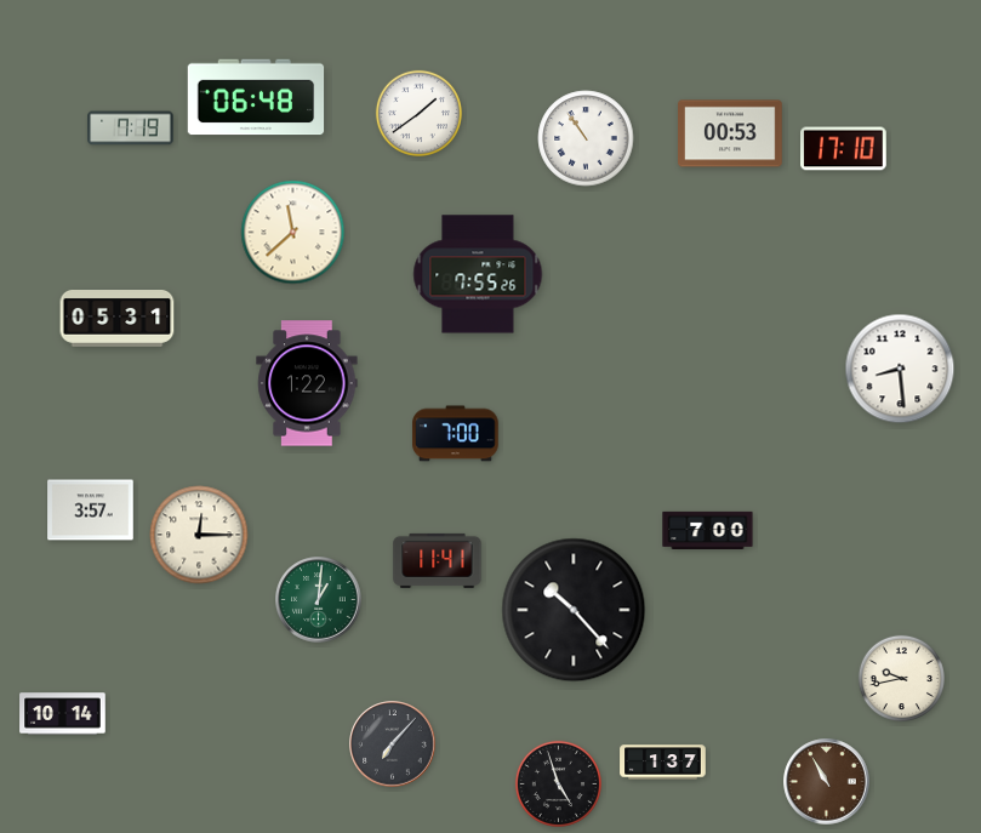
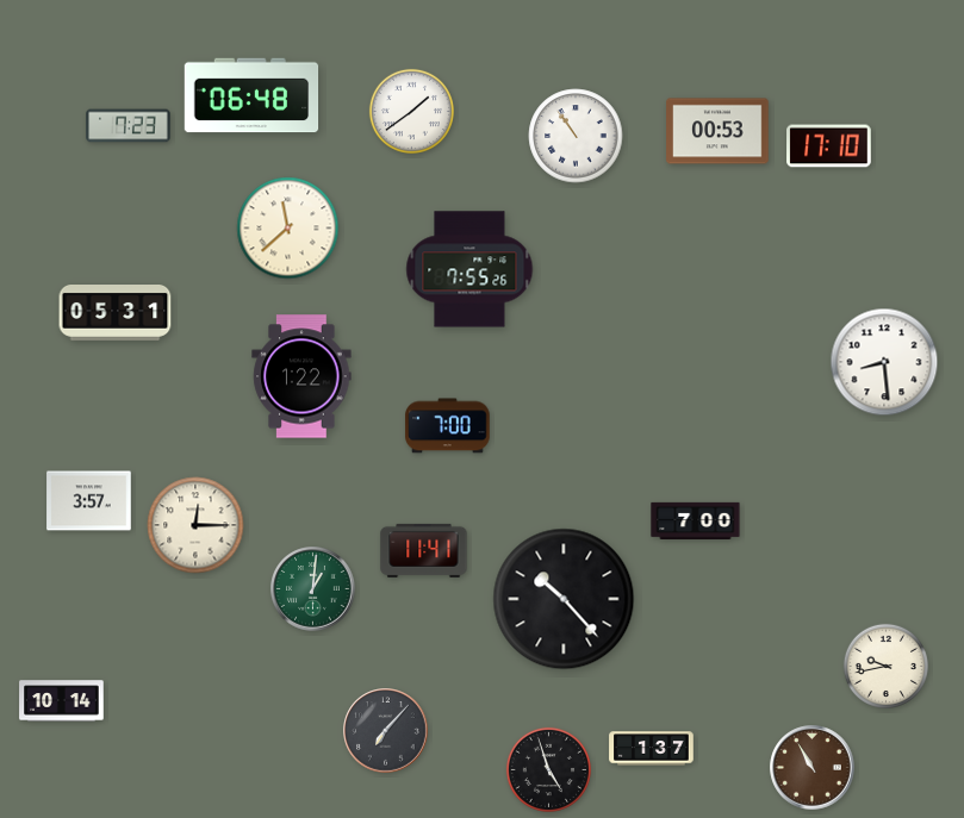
clock at (131, 129): 7:19 -> 7:23
clock at (438, 560) position: (438, 560) -> (424, 550)
